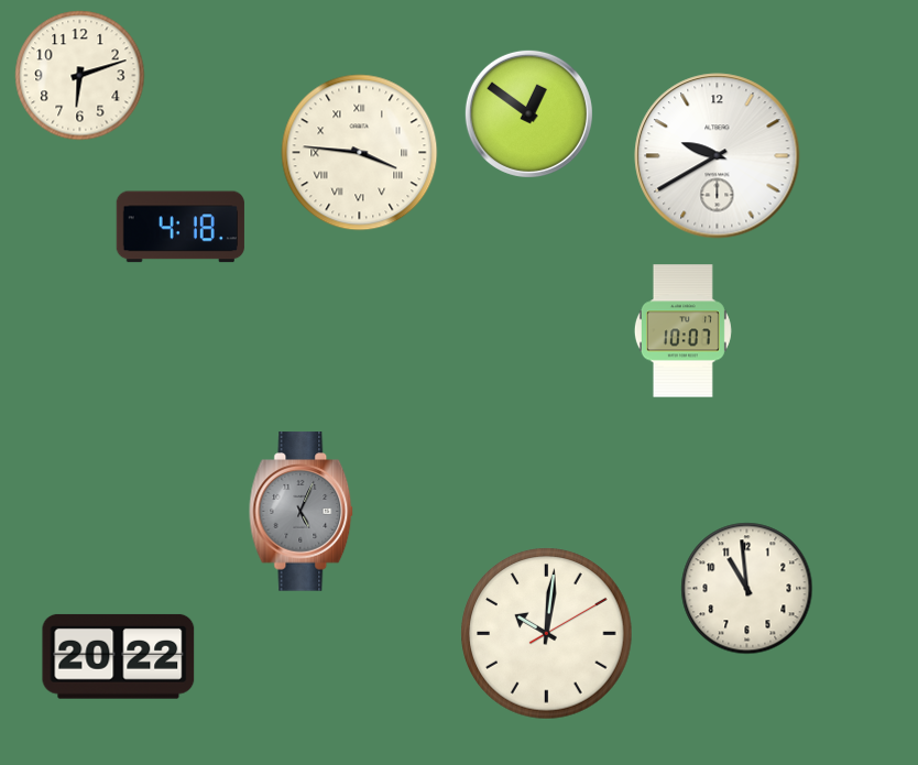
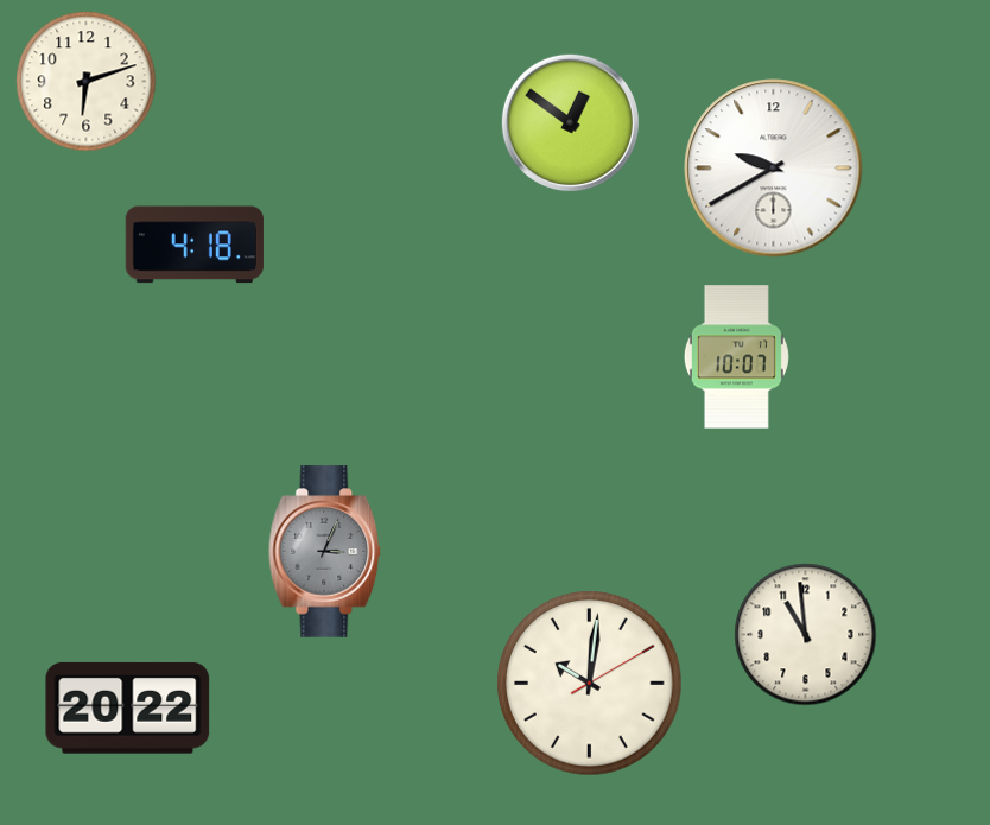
clock at (360, 153): 3:46 -> none
clock at (302, 512): 5:04 -> 3:04
